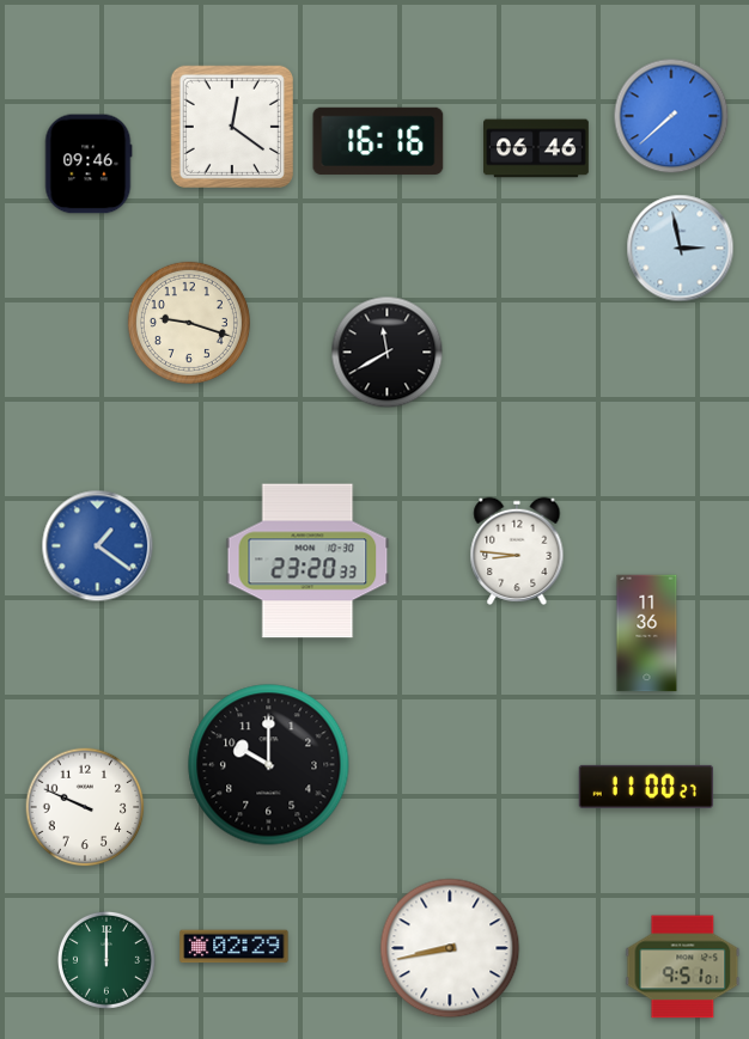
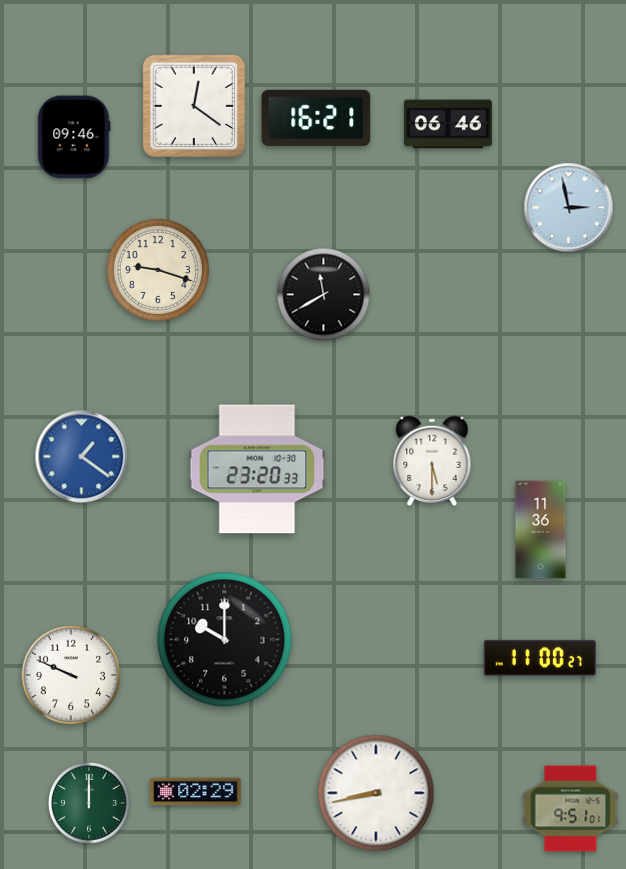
clock at (671, 116): 7:38 -> none
clock at (378, 141): 16:16 -> 16:21
clock at (517, 551): 8:46 -> 5:30
